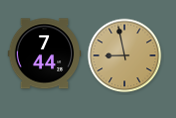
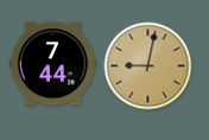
clock at (125, 56): 8:58 -> 9:02
